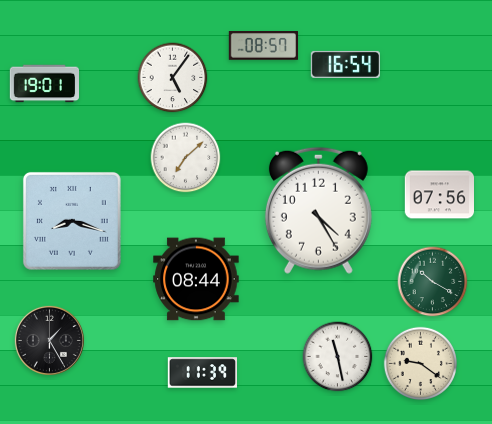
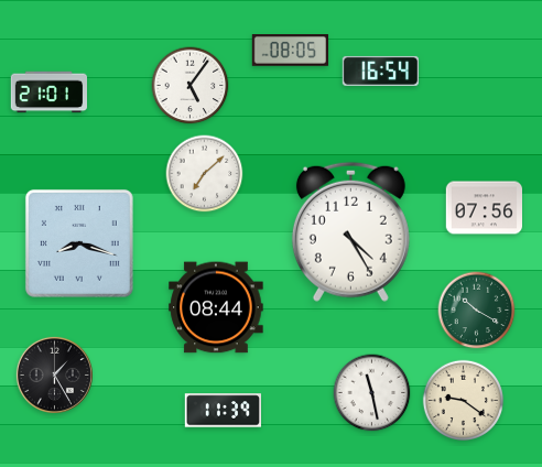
clock at (263, 46): 08:57 -> 08:05
clock at (44, 84): 19:01 -> 21:01
clock at (440, 195) position: (440, 195) -> (485, 208)
